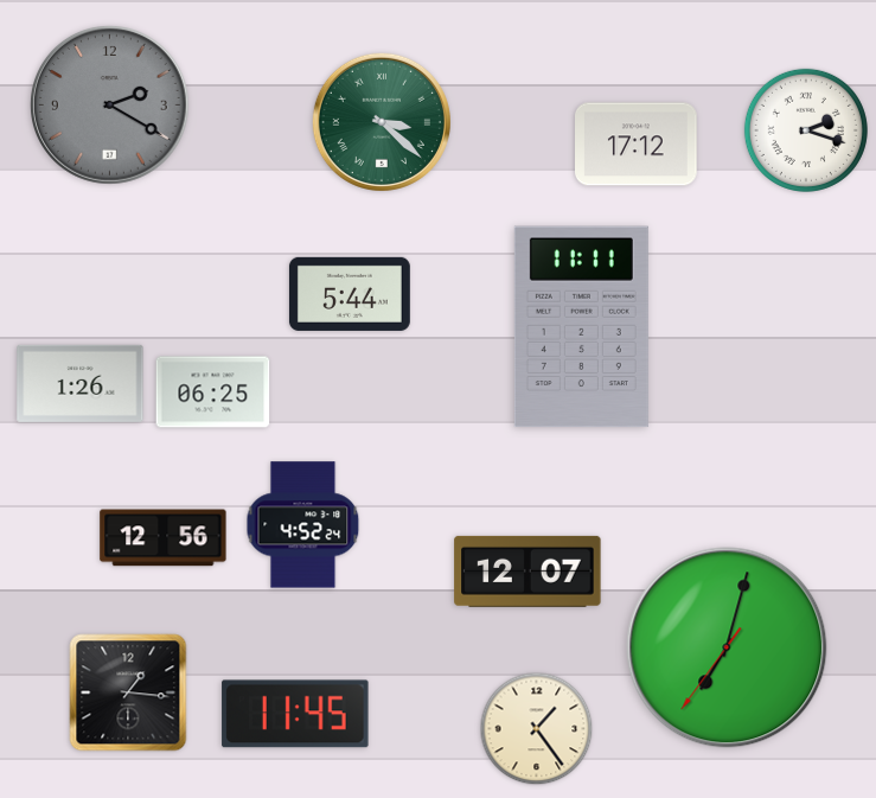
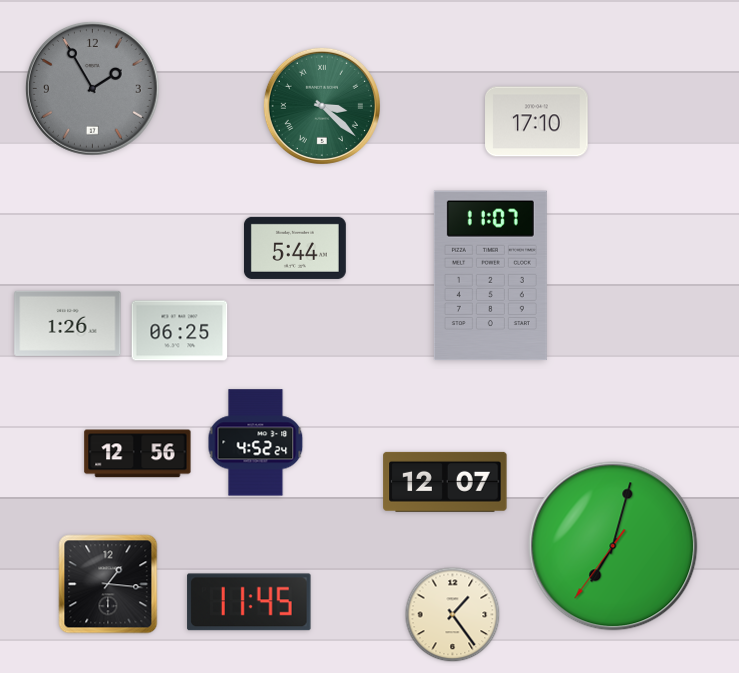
clock at (110, 106): 2:20 -> 1:55
clock at (382, 122) position: (382, 122) -> (322, 106)
clock at (806, 130): 2:18 -> none
clock at (637, 145): 17:12 -> 17:10
clock at (581, 327): 11:11 -> 11:07
